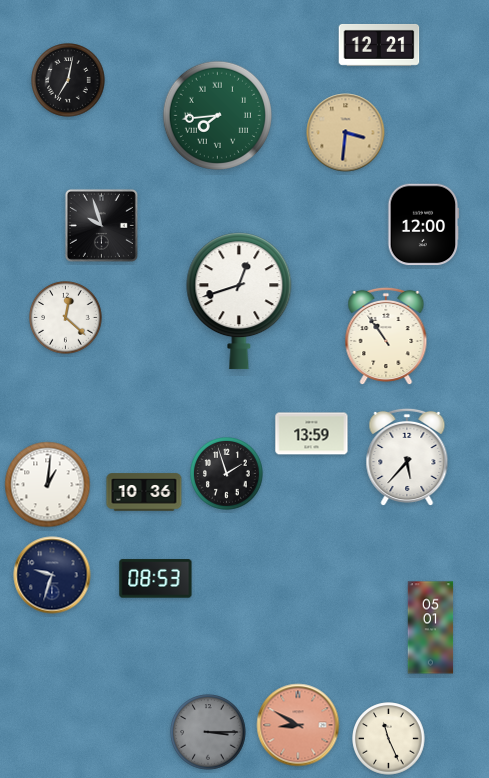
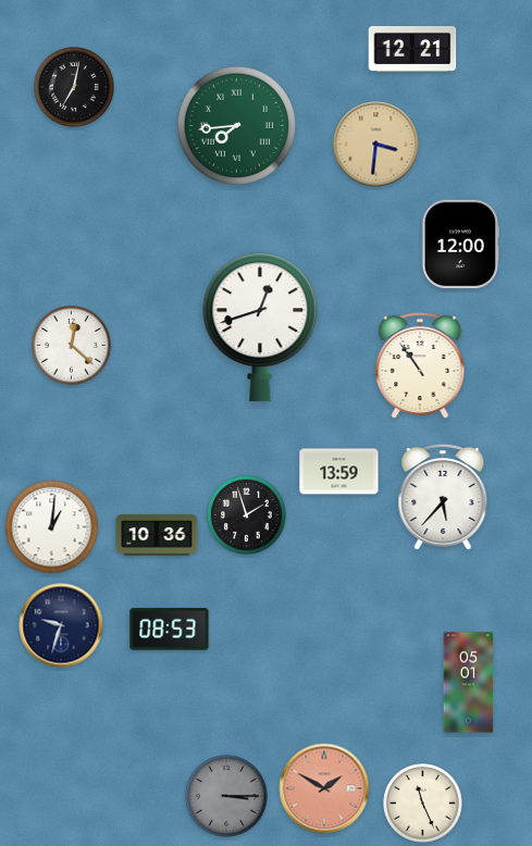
clock at (101, 225): 9:57 -> none
clock at (52, 575) position: (52, 575) -> (61, 625)
clock at (298, 725): 8:50 -> 1:50
